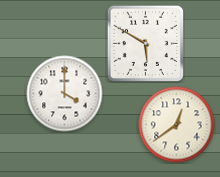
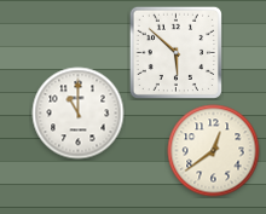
clock at (145, 43): 5:50 -> 5:52
clock at (65, 94): 4:00 -> 11:00
